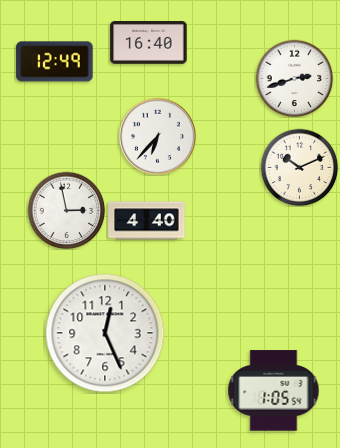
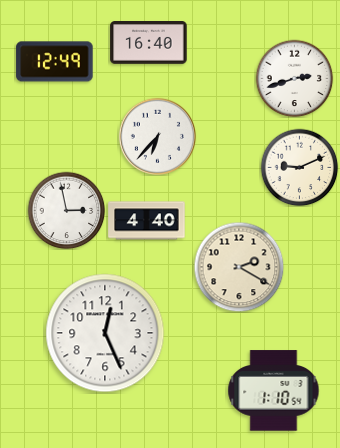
clock at (299, 167): 10:11 -> 9:11
clock at (239, 267): none -> 2:20
clock at (274, 391): 1:05 -> 1:10
